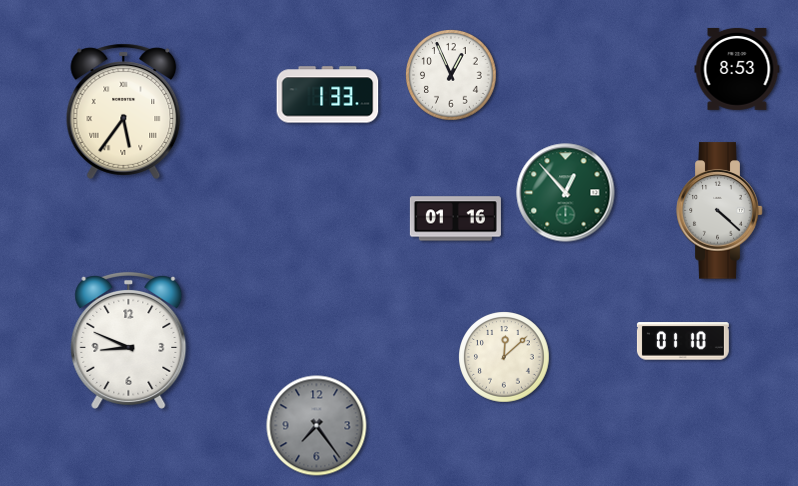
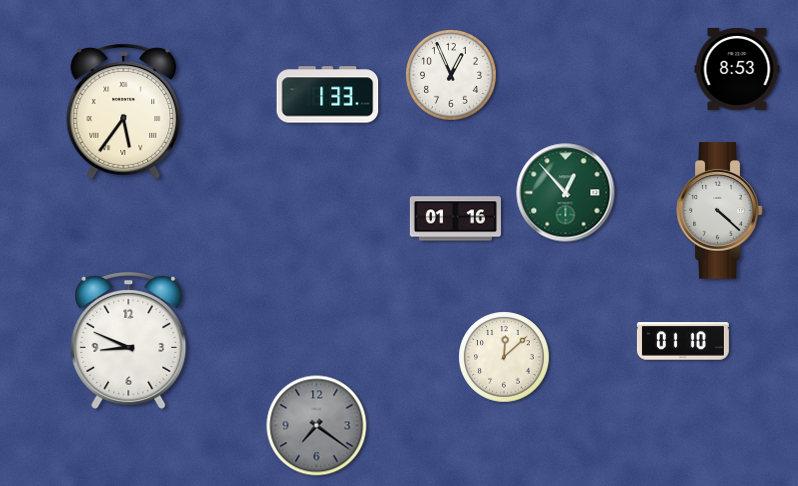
clock at (317, 426): 7:24 -> 7:21
